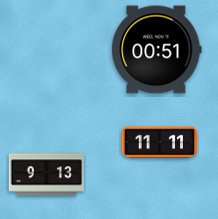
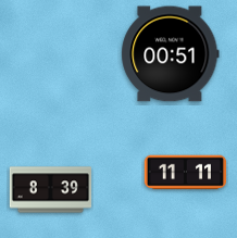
clock at (160, 143) position: (160, 143) -> (186, 173)
clock at (46, 175): 9:13 -> 8:39
